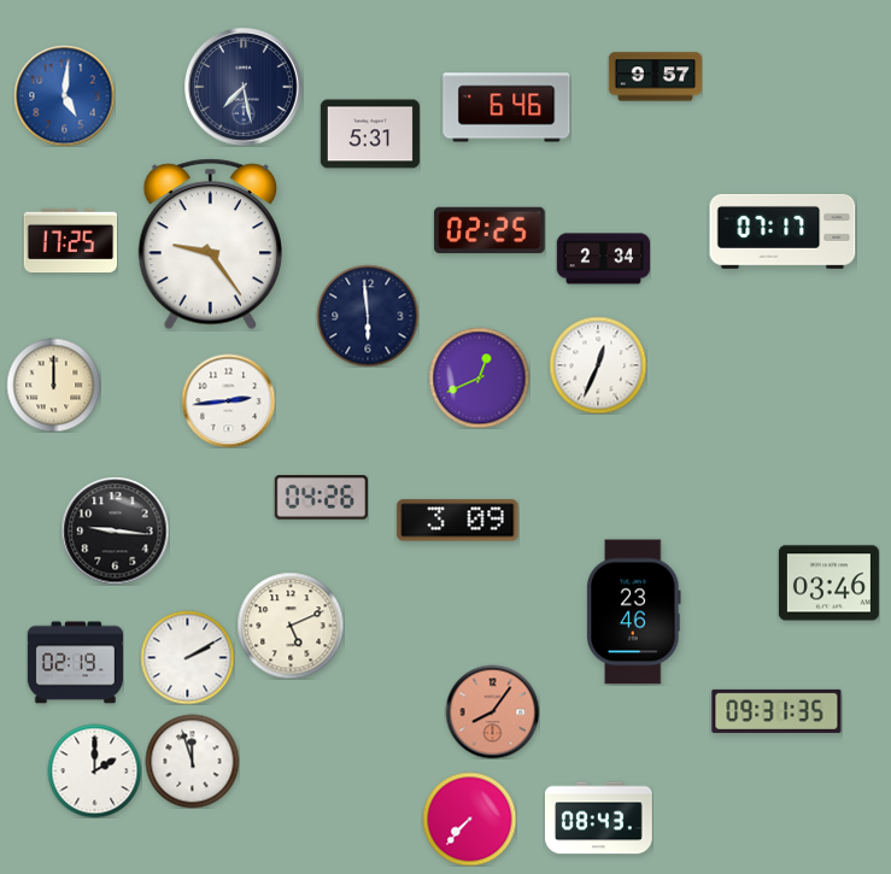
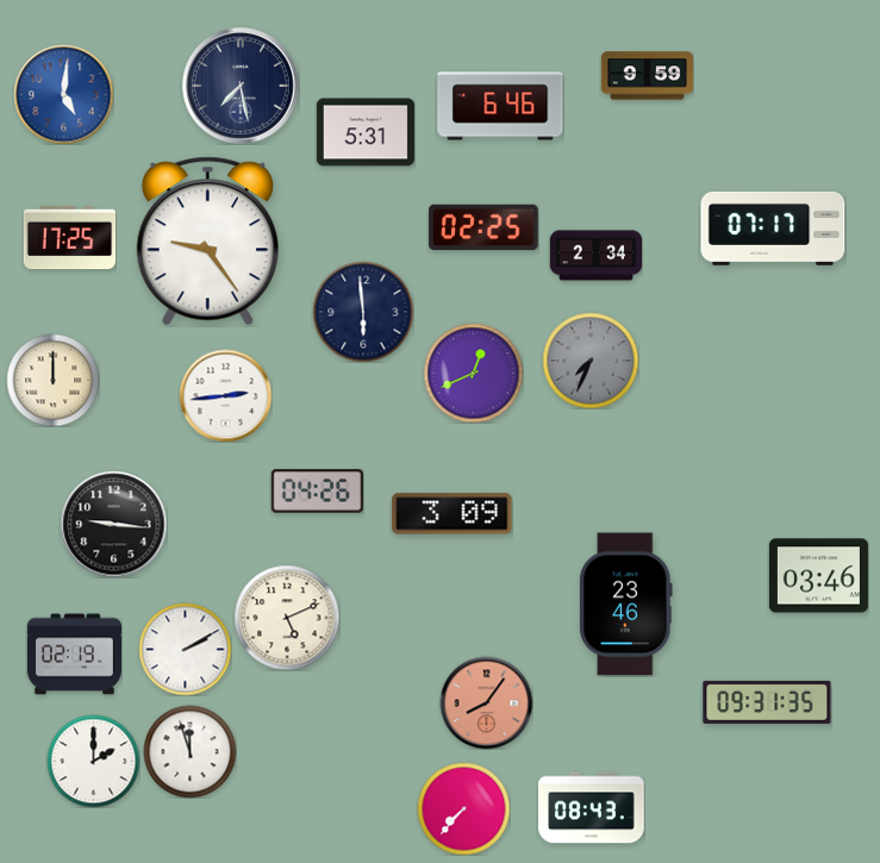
clock at (655, 77): 9:57 -> 9:59
clock at (598, 365): 12:34 -> 7:34
clock at (598, 365) dial: white -> grey
